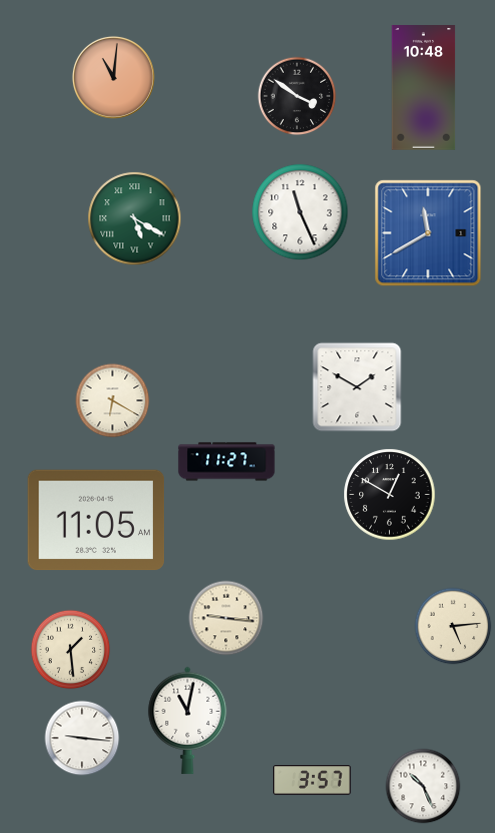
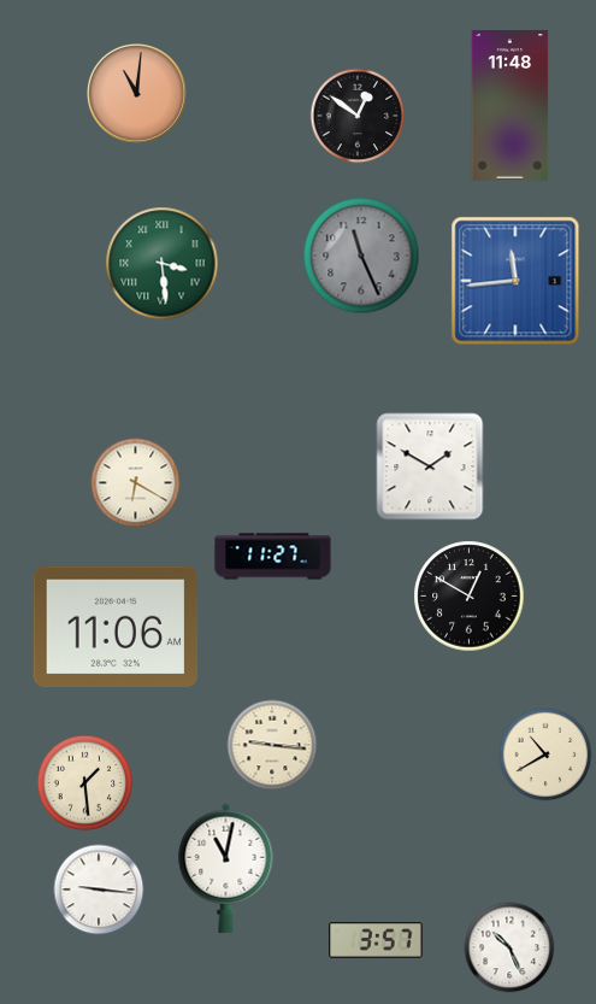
clock at (424, 88): 10:48 -> 11:48
clock at (297, 96): 3:51 -> 12:51
clock at (300, 212) dial: white -> grey
clock at (135, 219): 5:20 -> 3:29
clock at (428, 233): 11:40 -> 11:44
clock at (96, 520): 11:05 -> 11:06
clock at (453, 626): 5:14 -> 10:40
